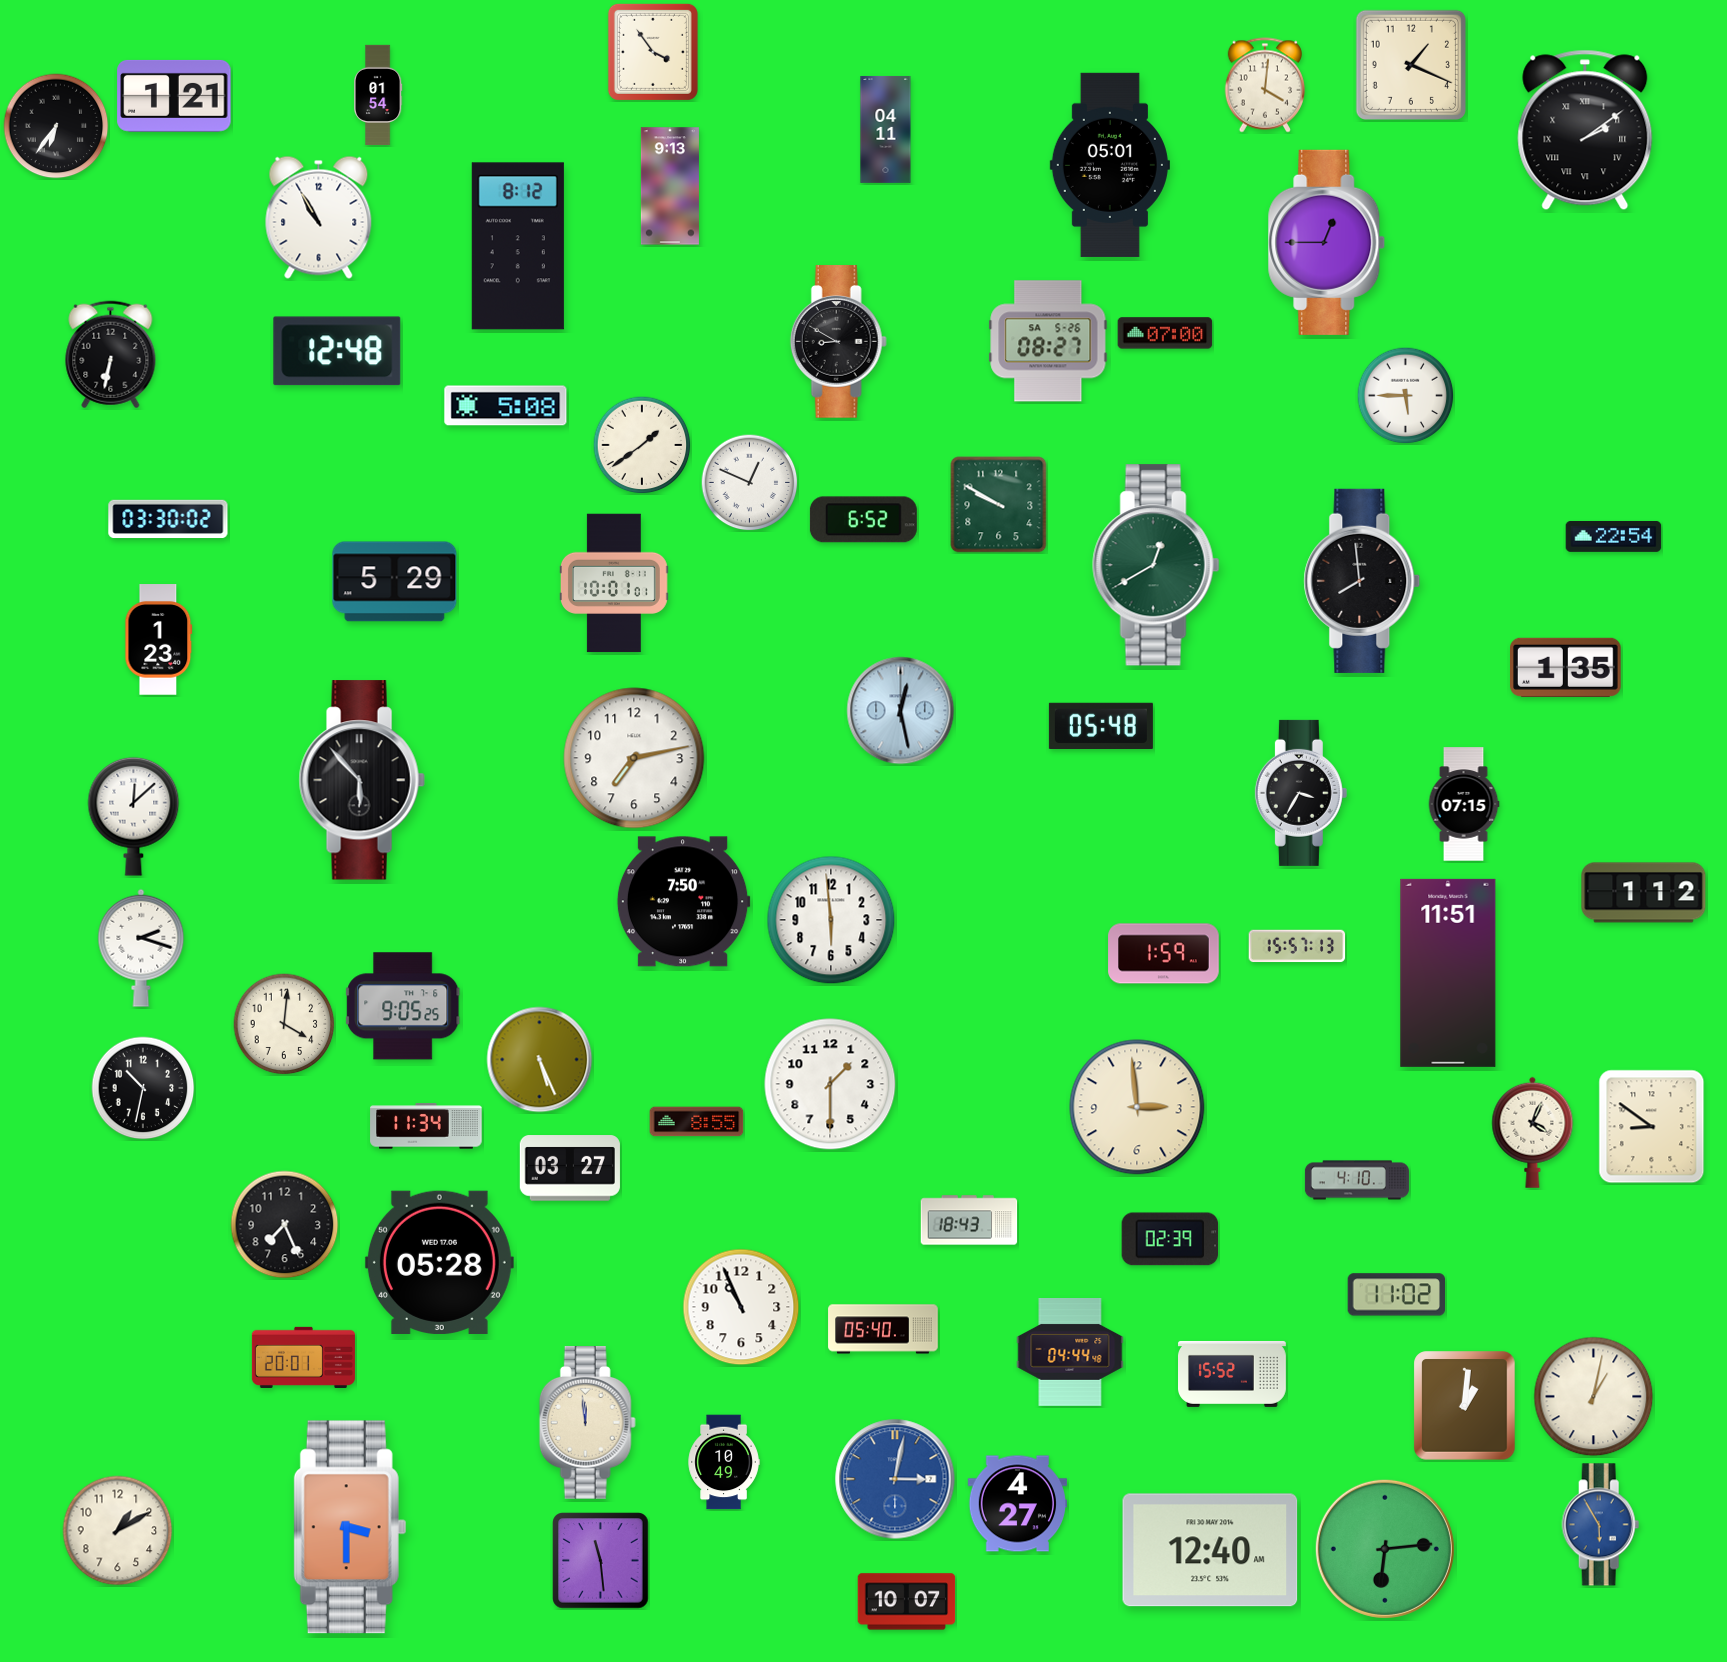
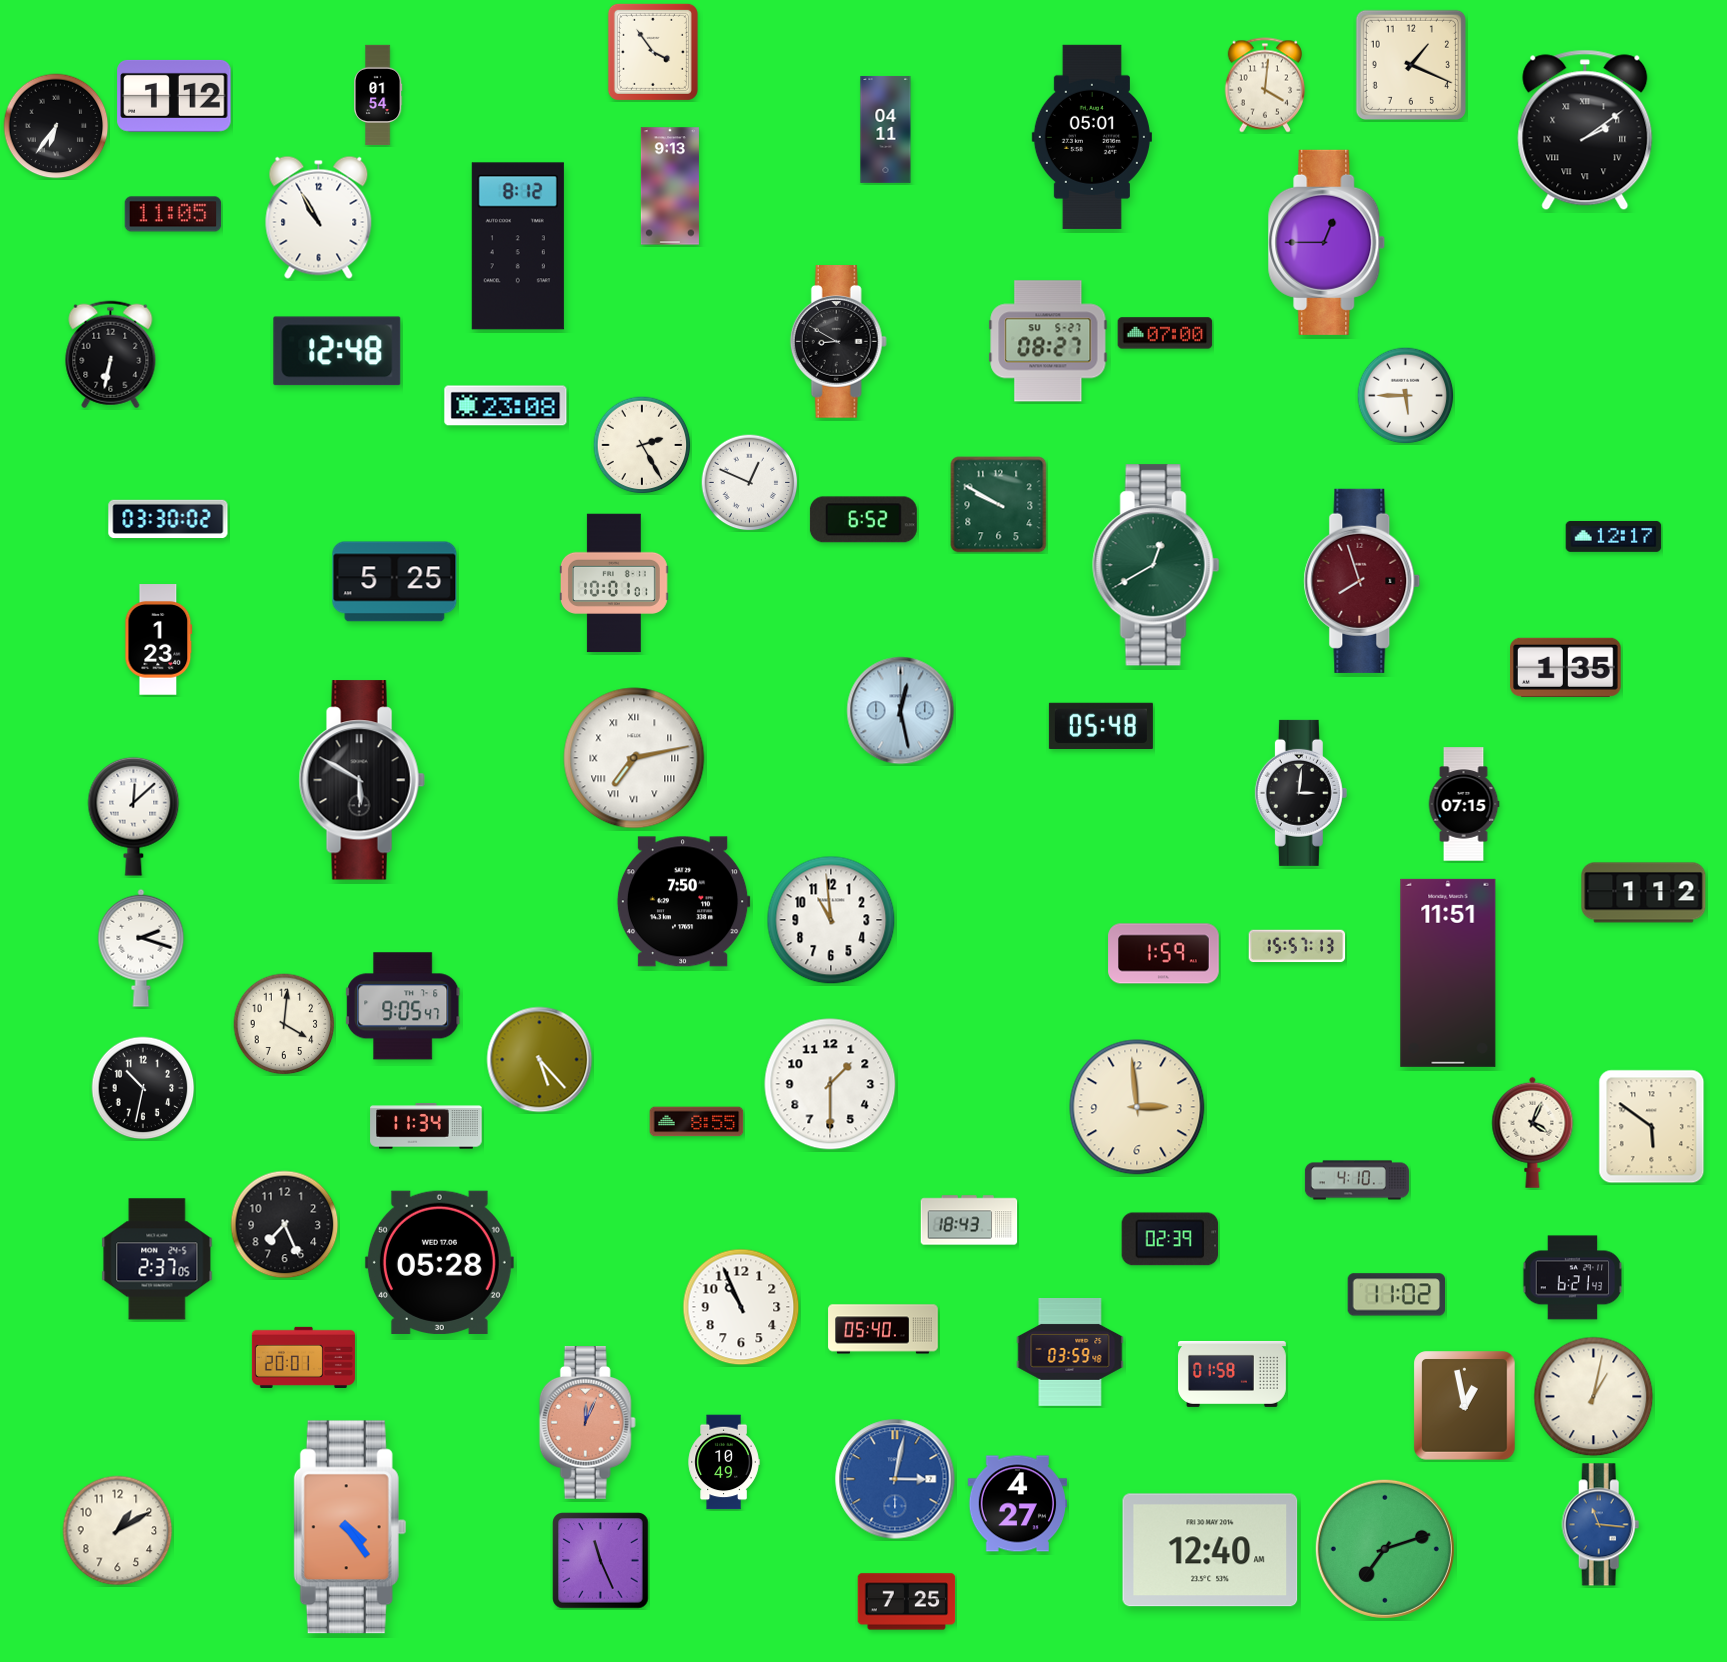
clock at (174, 96): 1:21 -> 1:12
clock at (1110, 165) position: (1110, 165) -> (1092, 137)
clock at (173, 214): none -> 11:05
clock at (1048, 341) date: SA 5-26 -> SU 5-27
clock at (506, 406): 5:08 -> 23:08
clock at (642, 445): 1:39 -> 2:25
clock at (1614, 536): 22:54 -> 12:17
clock at (1362, 581): 7:59 -> 7:57
clock at (1362, 581) dial: black -> burgundy
clock at (395, 582): 5:29 -> 5:25
clock at (634, 758) numerals: Arabic -> Roman
clock at (362, 780): 5:53 -> 5:50
clock at (1301, 793): 3:35 -> 3:01
clock at (831, 920): 5:59 -> 10:59
clock at (404, 1006): 9:05:25 -> 9:05:47
clock at (540, 1060): 5:26 -> 5:23
clock at (1652, 1127): 8:51 -> 5:51
clock at (570, 1168): 03:27 -> none
clock at (157, 1259): none -> 2:37
clock at (1573, 1278): none -> 6:21
clock at (1070, 1353): 04:44 -> 03:59
clock at (1233, 1374): 15:52 -> 01:58
clock at (1465, 1406): 1:01 -> 12:58
clock at (587, 1423): 11:59 -> 12:04
clock at (587, 1423) dial: cream -> salmon
clock at (1601, 1525): 5:55 -> 11:16
clock at (350, 1527): 3:30 -> 4:24
clock at (1385, 1549): 6:14 -> 7:12
clock at (601, 1561): 11:29 -> 11:26
clock at (907, 1602): 10:07 -> 7:25
